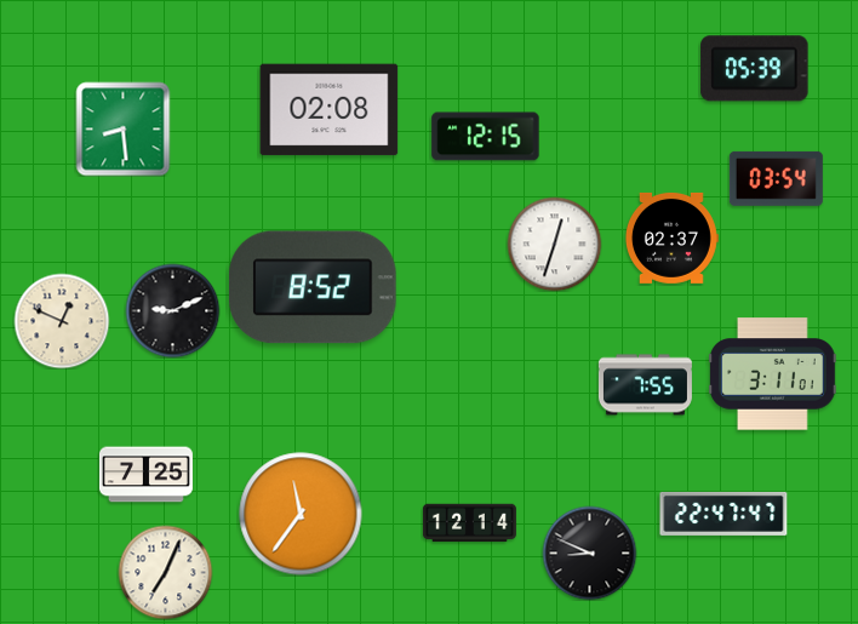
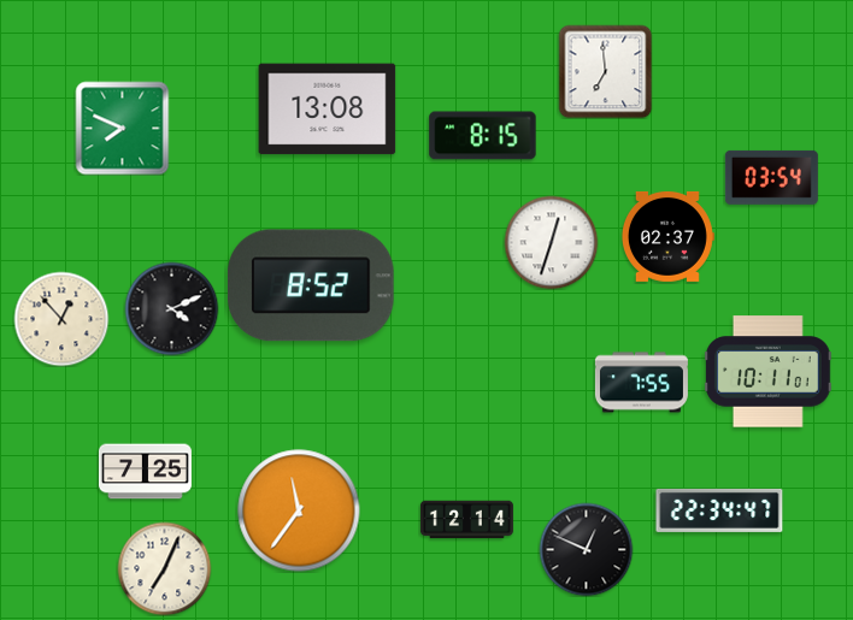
clock at (755, 69): 05:39 -> none
clock at (605, 71): none -> 6:59
clock at (330, 110): 02:08 -> 13:08
clock at (122, 128): 8:29 -> 7:49
clock at (486, 137): 12:15 -> 8:15
clock at (172, 310): 9:11 -> 4:11
clock at (62, 321): 12:49 -> 12:53
clock at (773, 374): 3:11 -> 10:11
clock at (723, 514): 22:47 -> 22:34
clock at (589, 553): 8:49 -> 12:49
